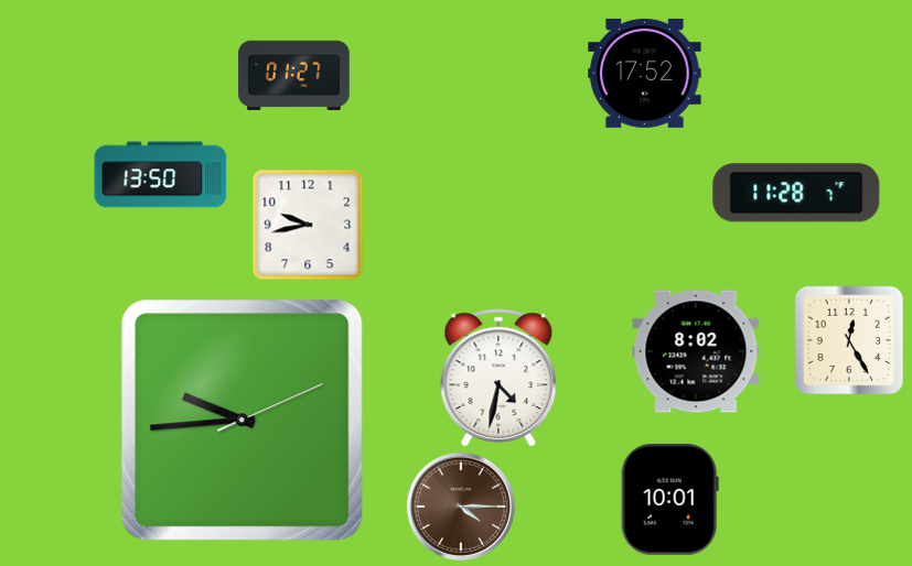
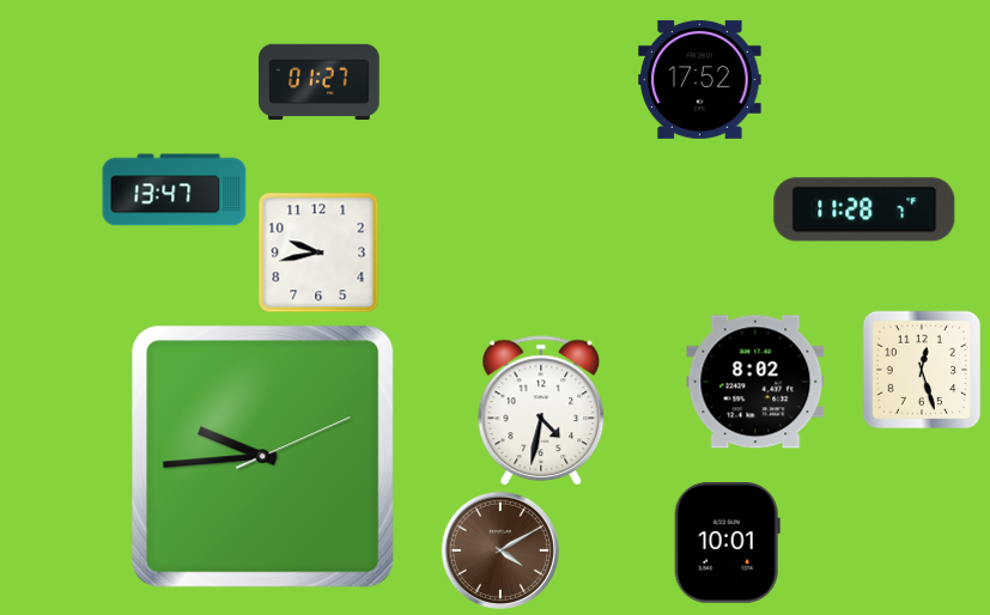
clock at (161, 175): 13:50 -> 13:47
clock at (308, 225) position: (308, 225) -> (318, 252)
clock at (849, 340): 12:25 -> 12:27
clock at (461, 507): 4:15 -> 4:10
